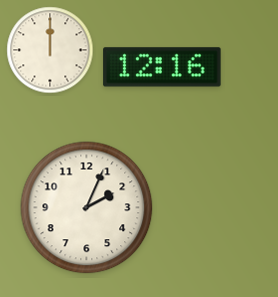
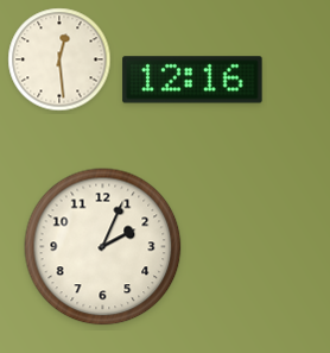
clock at (50, 50): 12:00 -> 12:29
